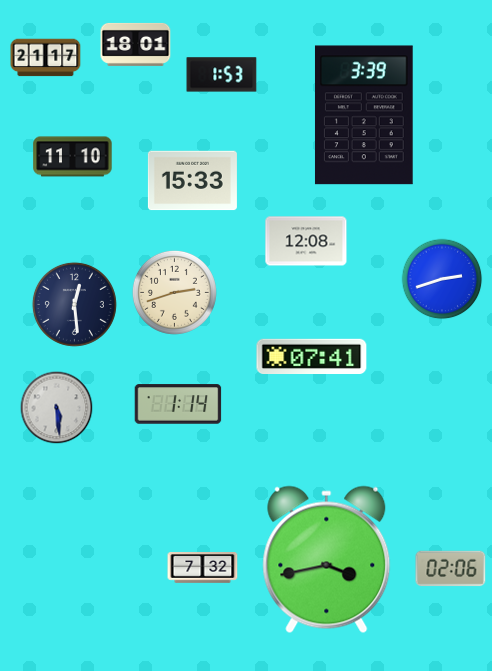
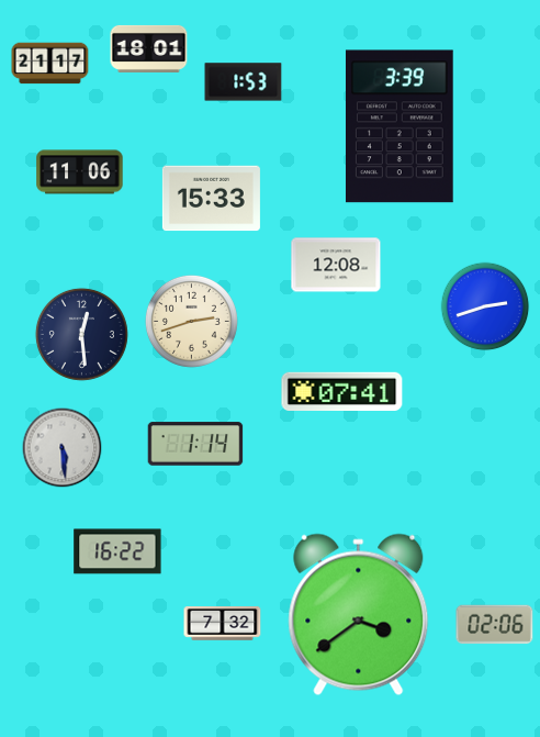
clock at (73, 157): 11:10 -> 11:06
clock at (117, 551): none -> 16:22
clock at (327, 560): 3:43 -> 3:39
